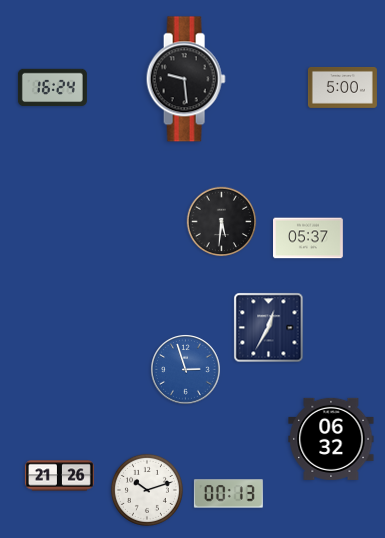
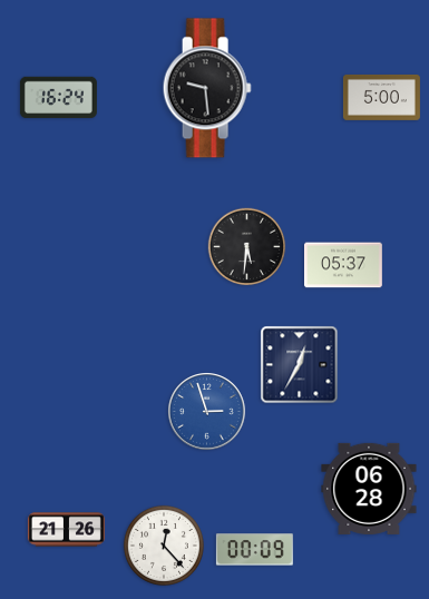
clock at (331, 439): 06:32 -> 06:28
clock at (147, 490): 10:12 -> 12:23
clock at (228, 494): 00:13 -> 00:09
